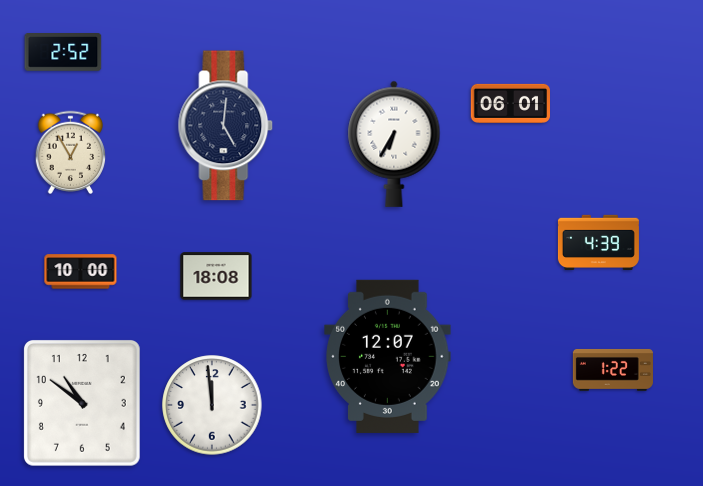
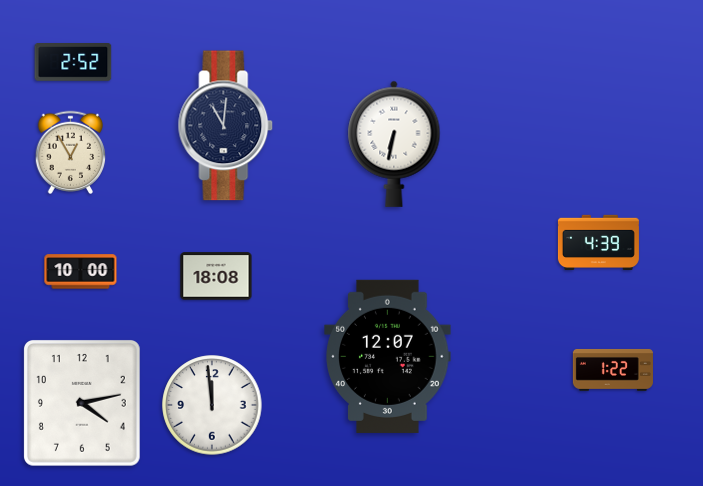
clock at (63, 53) position: (63, 53) -> (73, 63)
clock at (510, 103): 06:01 -> none
clock at (226, 126): 5:01 -> 11:01
clock at (394, 144): 6:35 -> 6:32
clock at (82, 404): 10:51 -> 4:13
